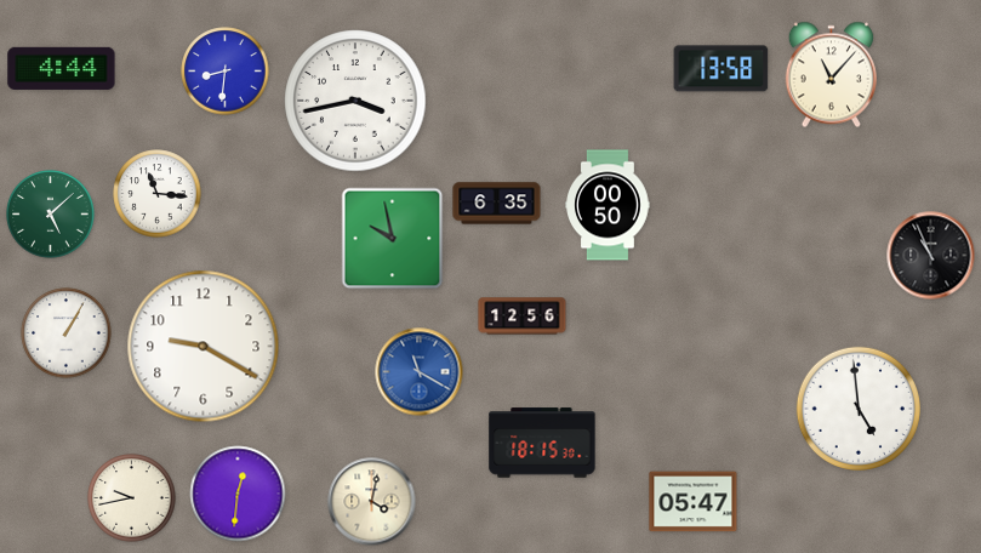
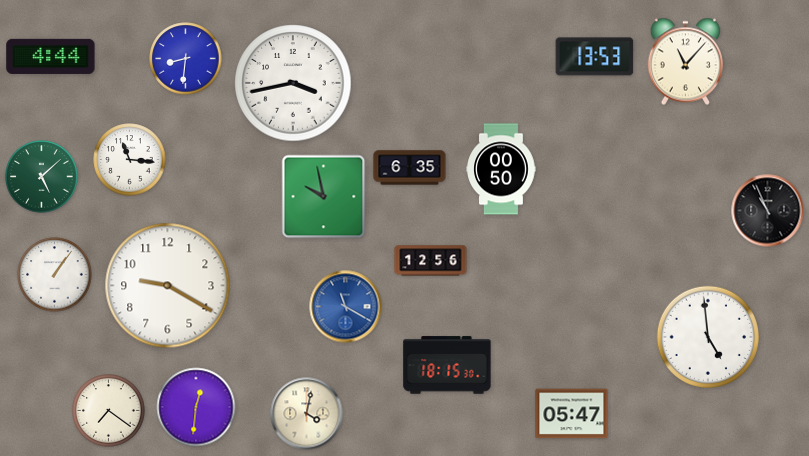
clock at (722, 69): 13:58 -> 13:53
clock at (67, 333): 1:05 -> 1:06
clock at (132, 498): 9:43 -> 7:21
